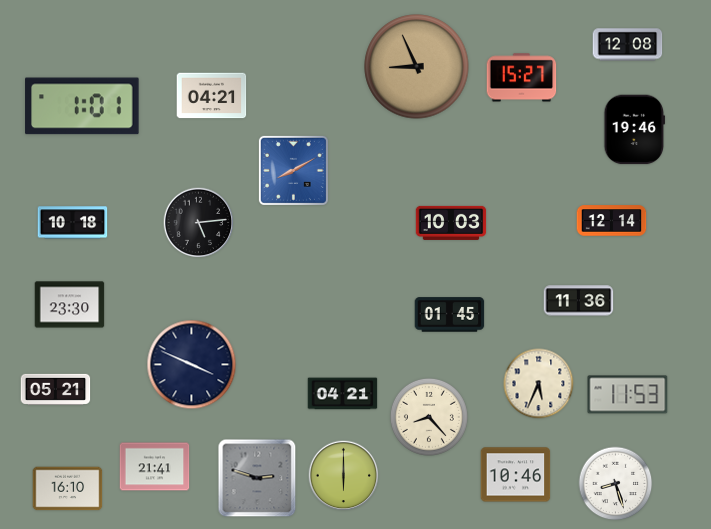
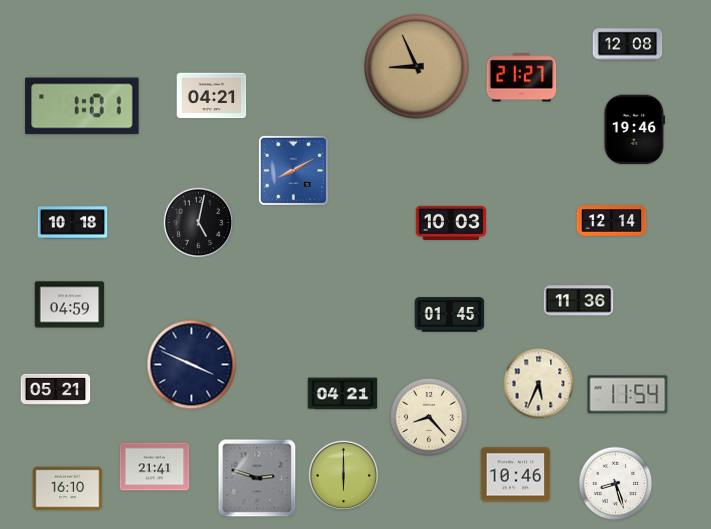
clock at (522, 78): 15:27 -> 21:27
clock at (199, 223): 5:14 -> 5:02
clock at (70, 305): 23:30 -> 04:59
clock at (628, 395): 11:53 -> 11:54
